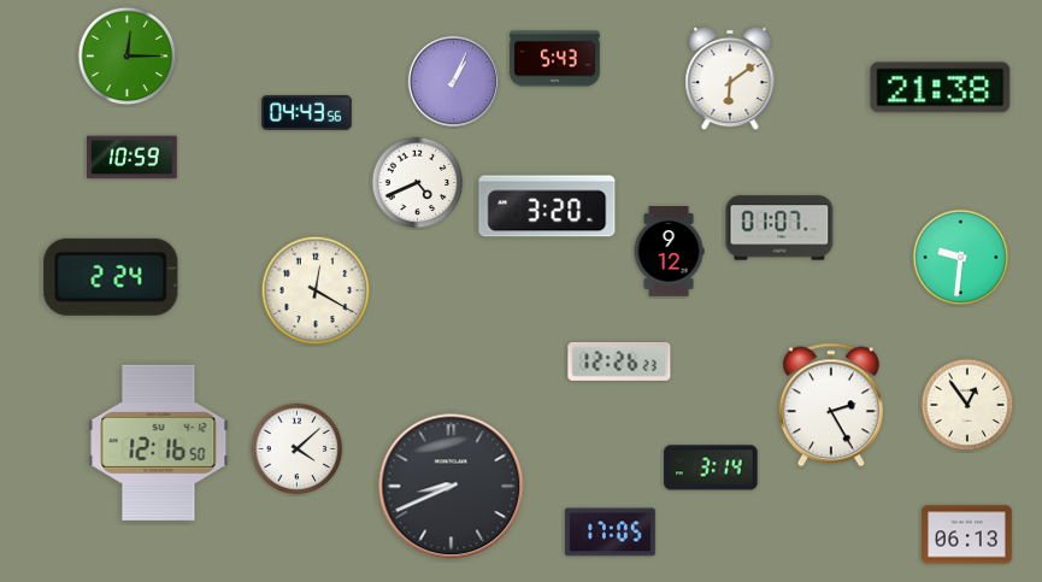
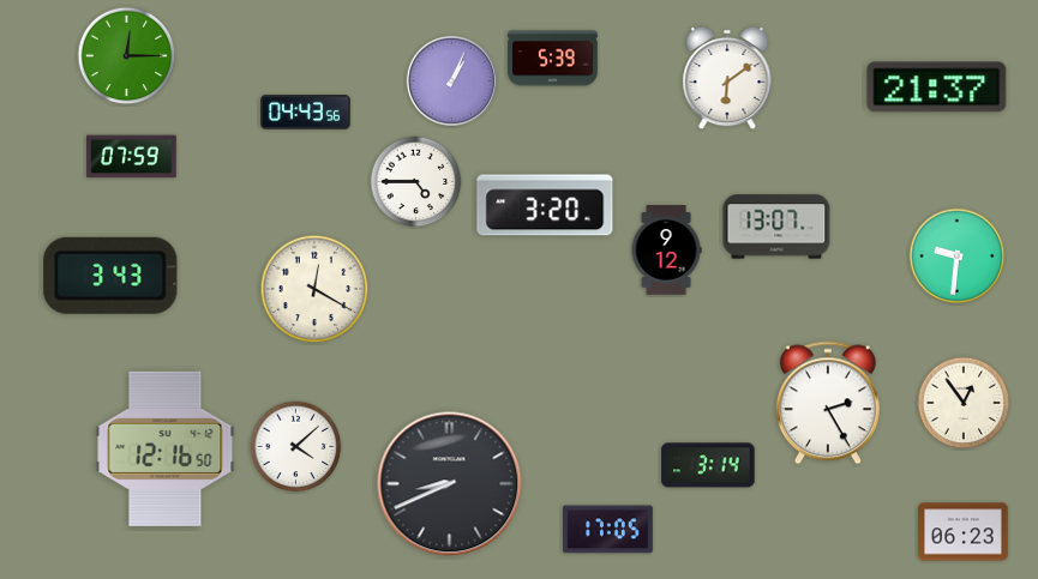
clock at (555, 59): 5:43 -> 5:39
clock at (941, 88): 21:38 -> 21:37
clock at (133, 158): 10:59 -> 07:59
clock at (418, 183): 4:41 -> 4:45
clock at (779, 228): 01:07 -> 13:07
clock at (111, 277): 2:24 -> 3:43
clock at (619, 361): 12:26 -> none
clock at (159, 442) position: (159, 442) -> (166, 448)
clock at (967, 535): 06:13 -> 06:23
